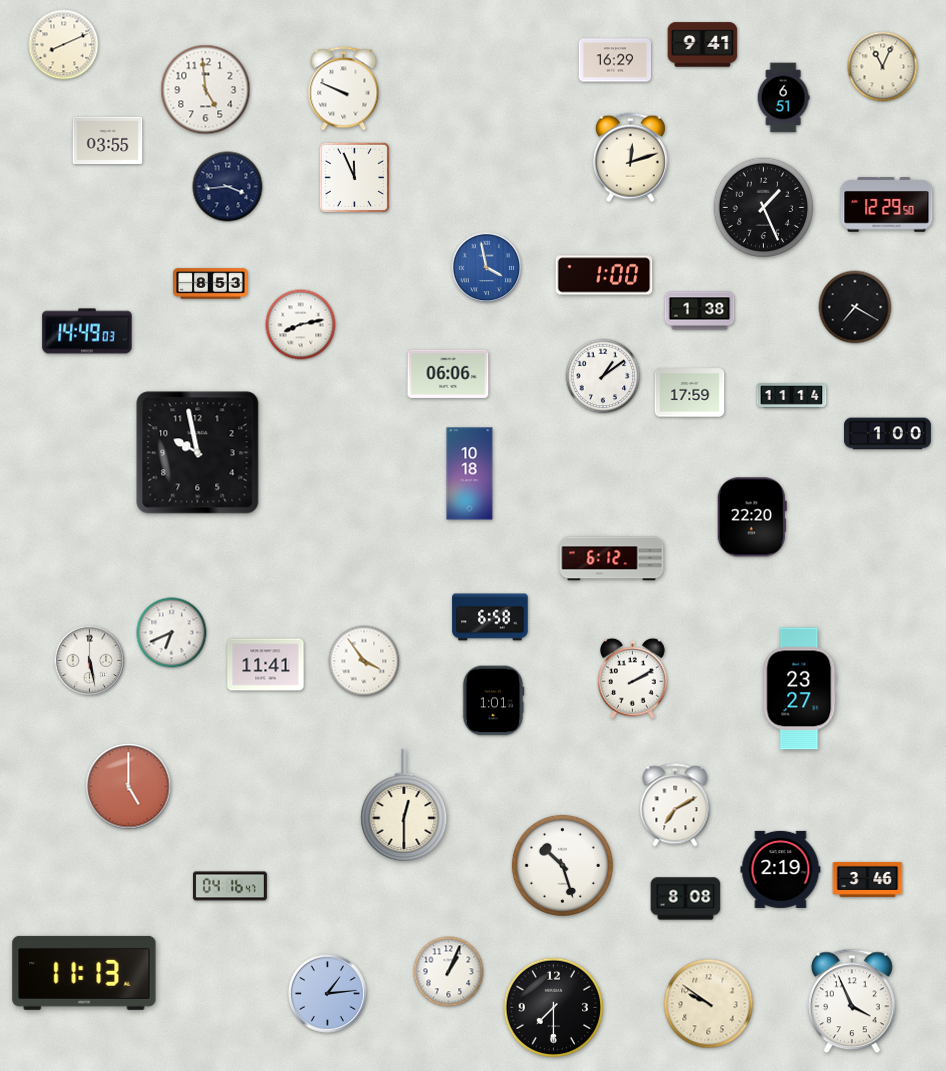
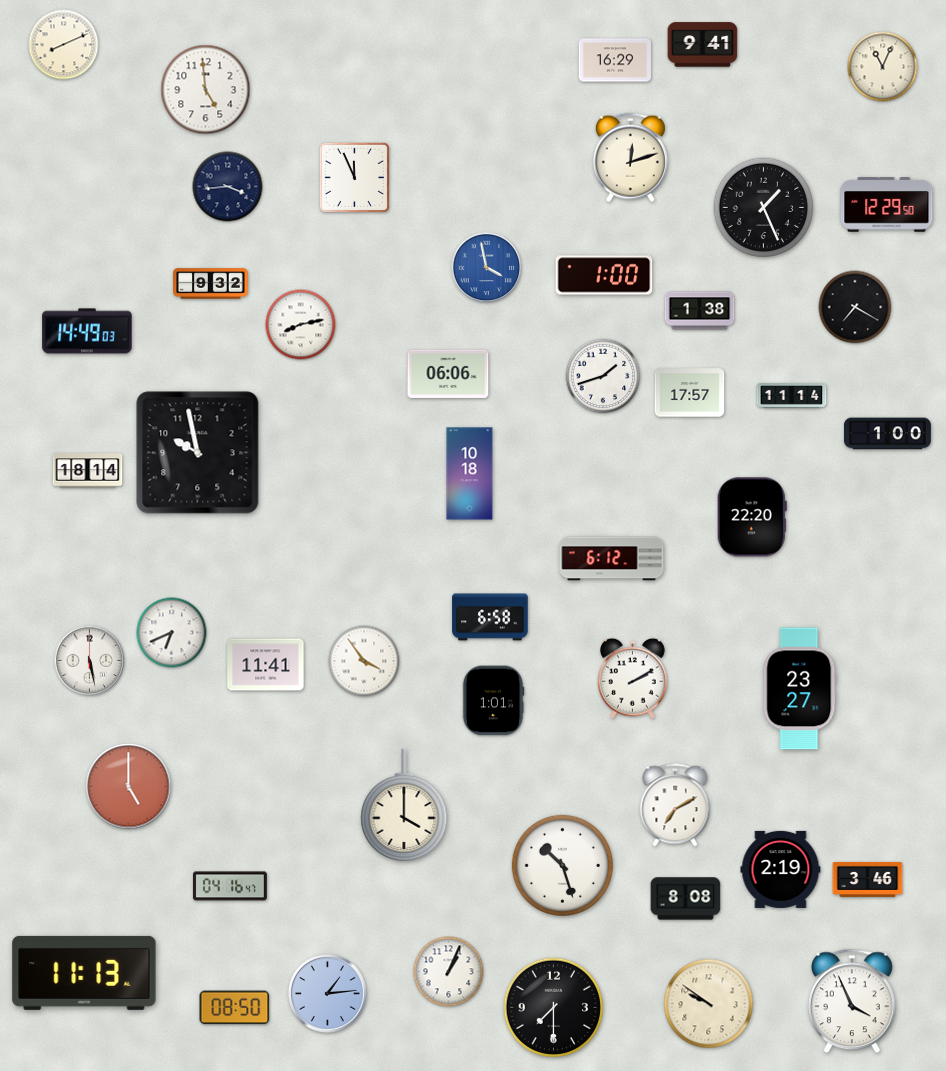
clock at (344, 89): 9:49 -> none
clock at (783, 98): 6:51 -> none
clock at (108, 141): 03:55 -> none
clock at (211, 284): 8:53 -> 9:32
clock at (603, 376): 1:09 -> 1:42
clock at (690, 393): 17:59 -> 17:57
clock at (88, 471): none -> 18:14
clock at (404, 805): 12:30 -> 4:00
clock at (235, 1008): none -> 08:50
